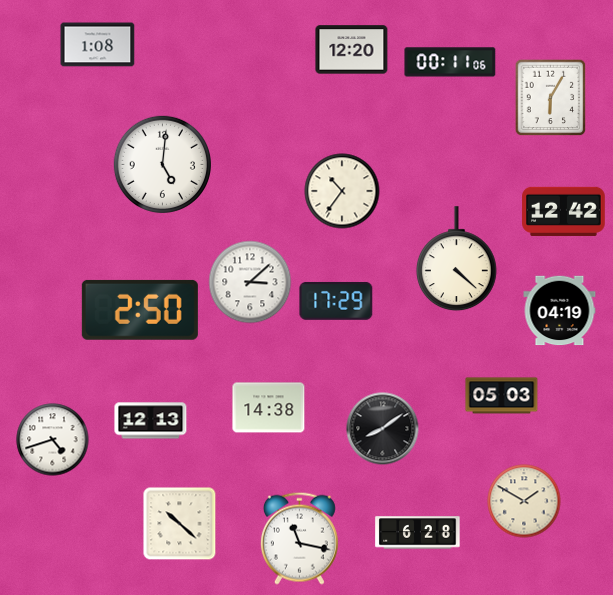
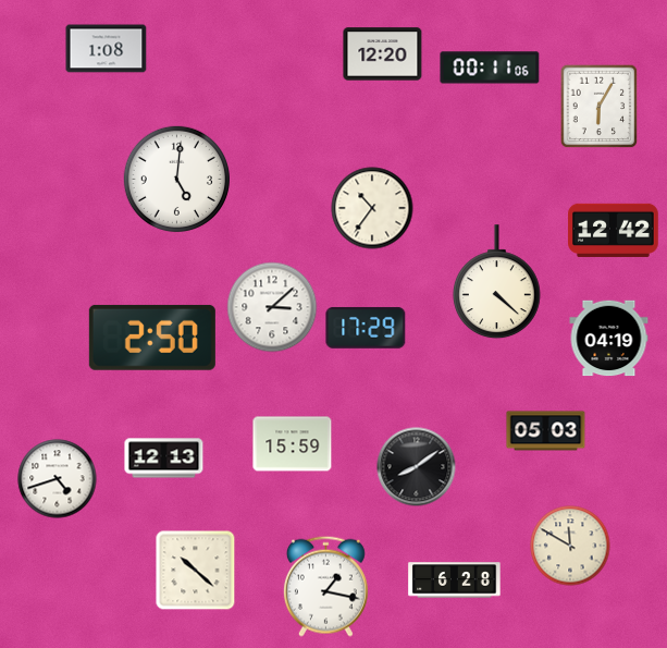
clock at (269, 408): 14:38 -> 15:59
clock at (524, 501): 1:50 -> 11:50
clock at (299, 538): 11:17 -> 1:17
